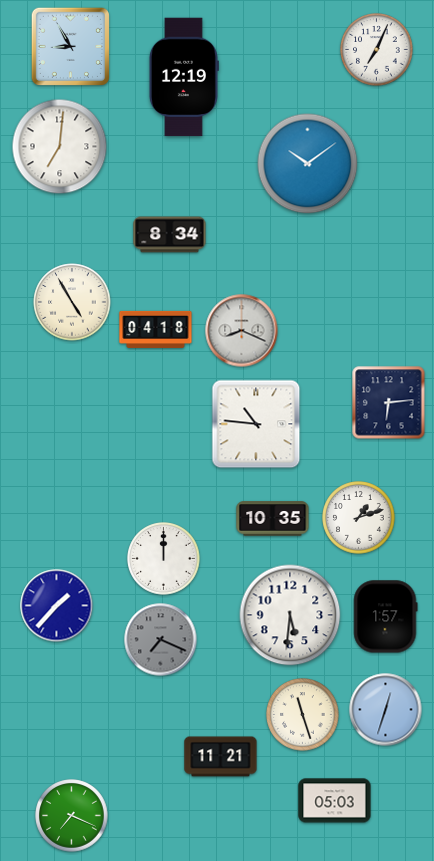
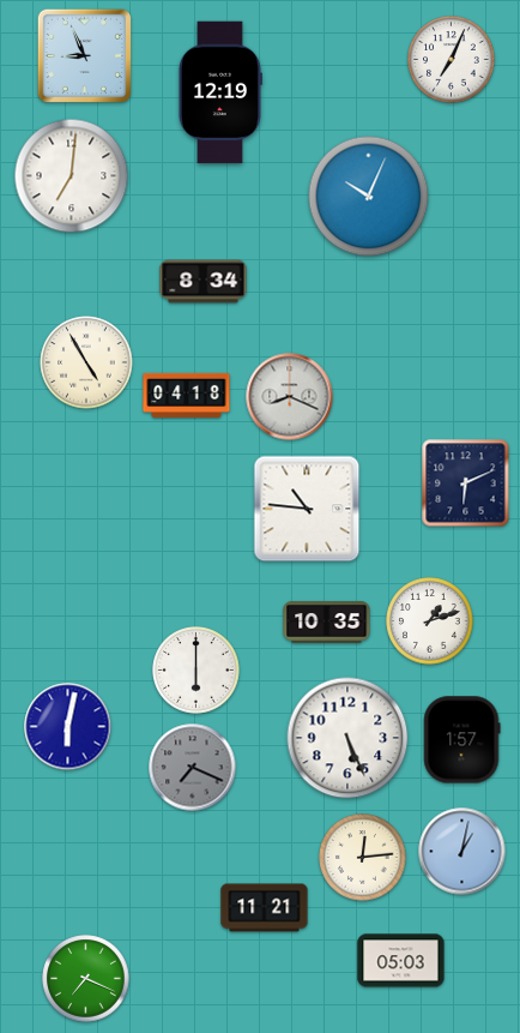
clock at (70, 46): 8:55 -> 8:56
clock at (308, 164): 10:09 -> 10:04
clock at (389, 403): 6:14 -> 6:11
clock at (164, 559): 12:00 -> 6:00
clock at (57, 606): 1:37 -> 6:02
clock at (290, 615): 5:31 -> 5:26
clock at (386, 710): 12:33 -> 1:02
clock at (303, 715): 11:27 -> 12:14
